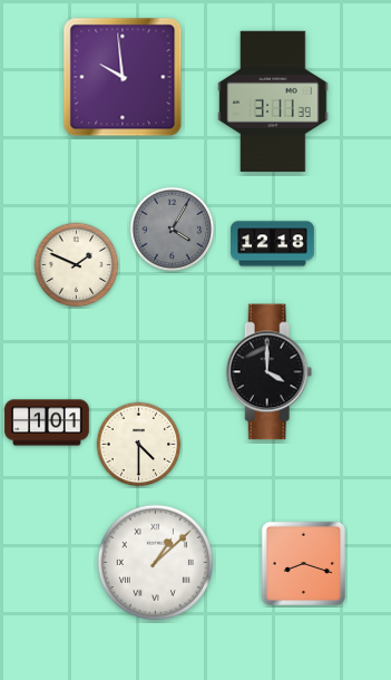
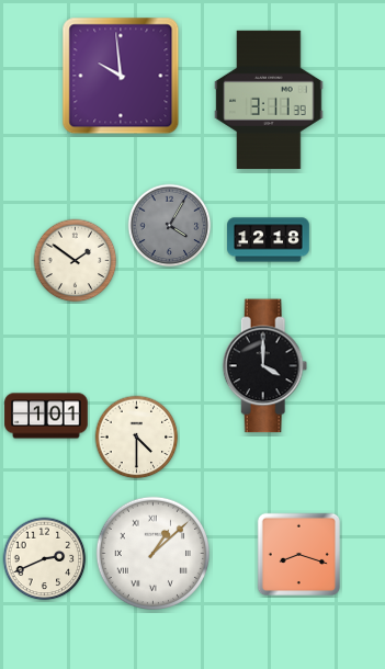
clock at (77, 265): 1:49 -> 1:51
clock at (45, 559): none -> 2:41
